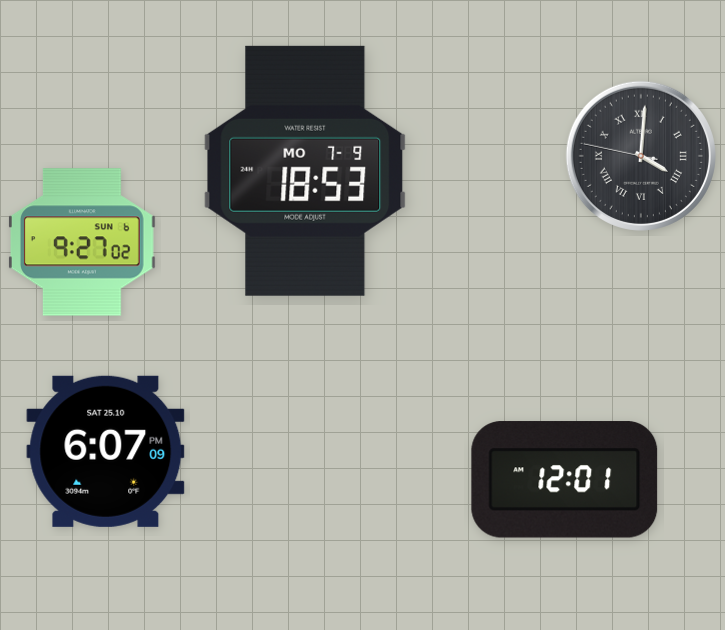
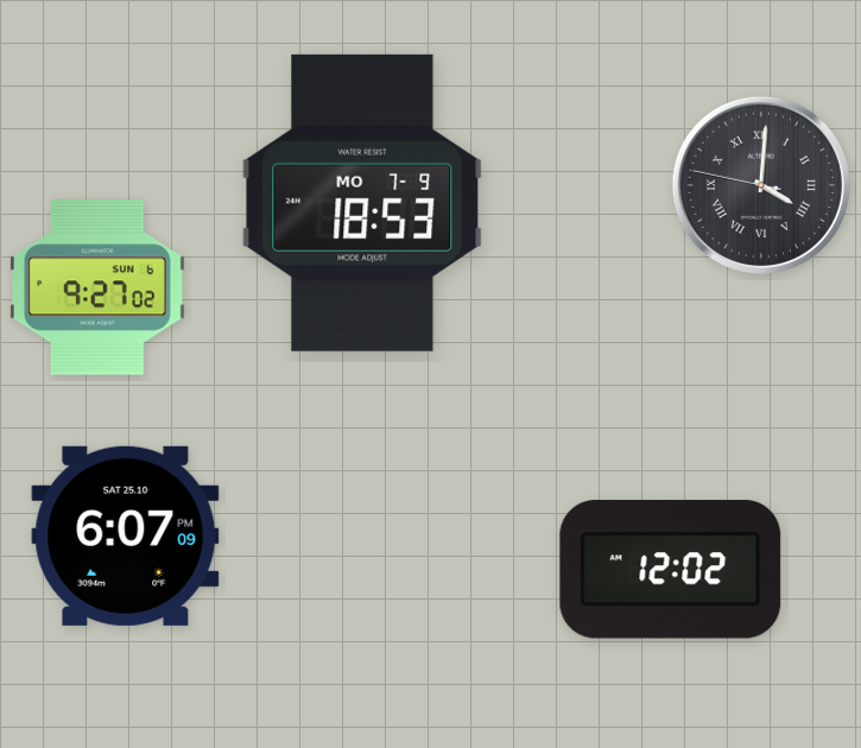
clock at (565, 480): 12:01 -> 12:02
